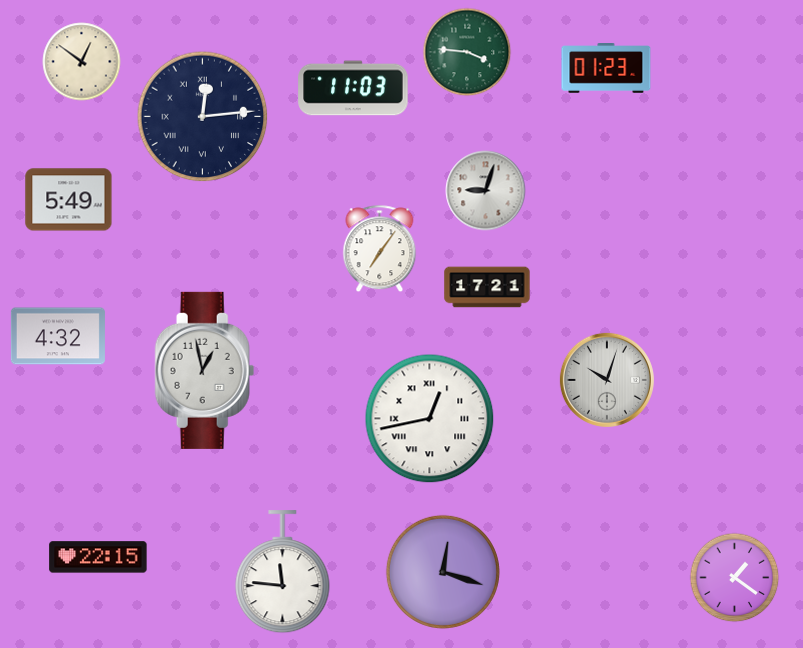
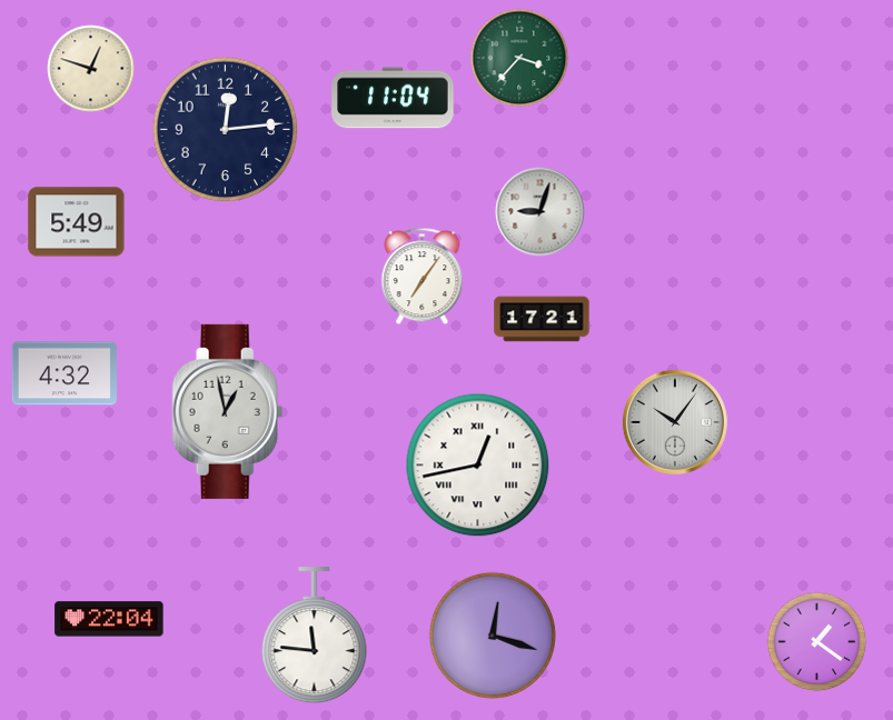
clock at (467, 52): 3:46 -> 3:37
clock at (82, 62): 12:51 -> 12:48
clock at (606, 69): 01:23 -> none
clock at (353, 88): 11:03 -> 11:04
clock at (203, 117) numerals: Roman -> Arabic
clock at (607, 380): 10:03 -> 10:06
clock at (98, 557): 22:15 -> 22:04
